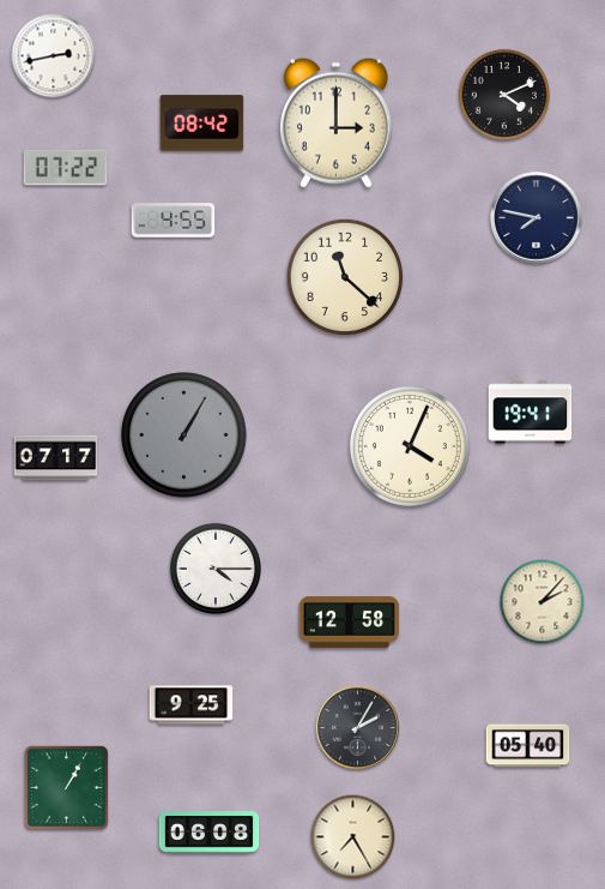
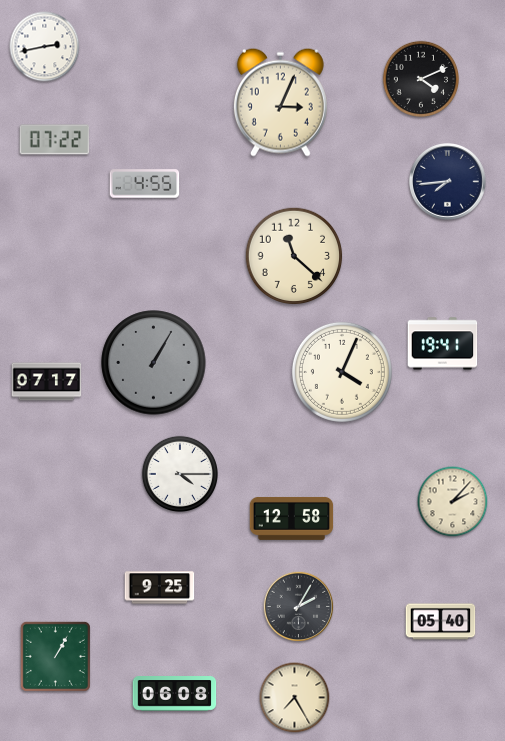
clock at (335, 122): 3:00 -> 3:04
clock at (202, 124): 08:42 -> none
clock at (537, 218): 7:47 -> 7:44
clock at (345, 277) position: (345, 277) -> (294, 256)
